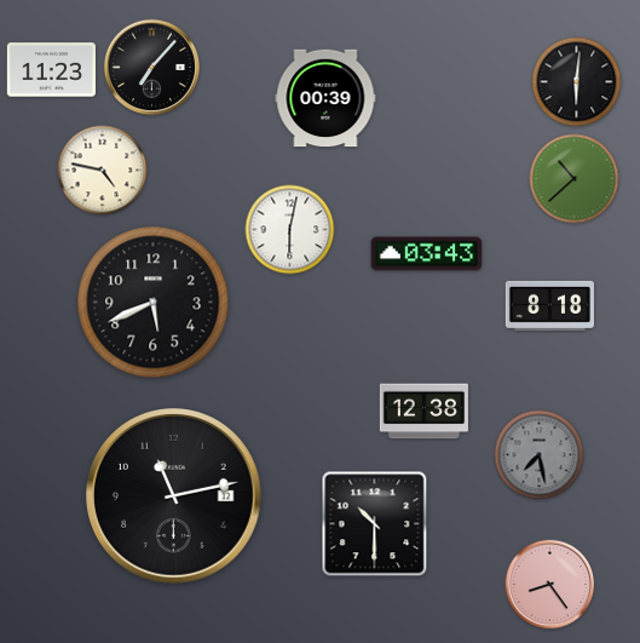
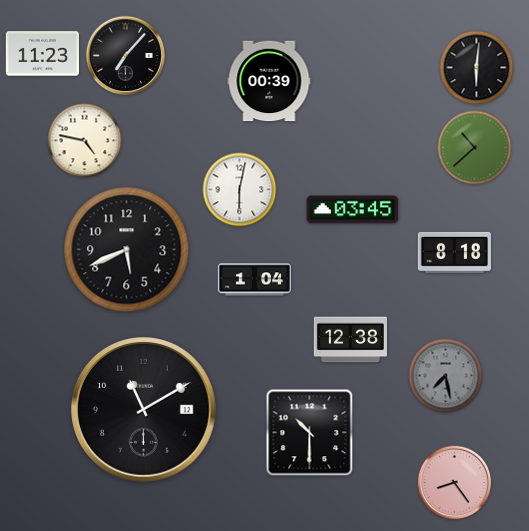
clock at (51, 70) position: (51, 70) -> (42, 54)
clock at (427, 254): 03:43 -> 03:45
clock at (254, 280): none -> 1:04
clock at (174, 496): 11:13 -> 11:10
